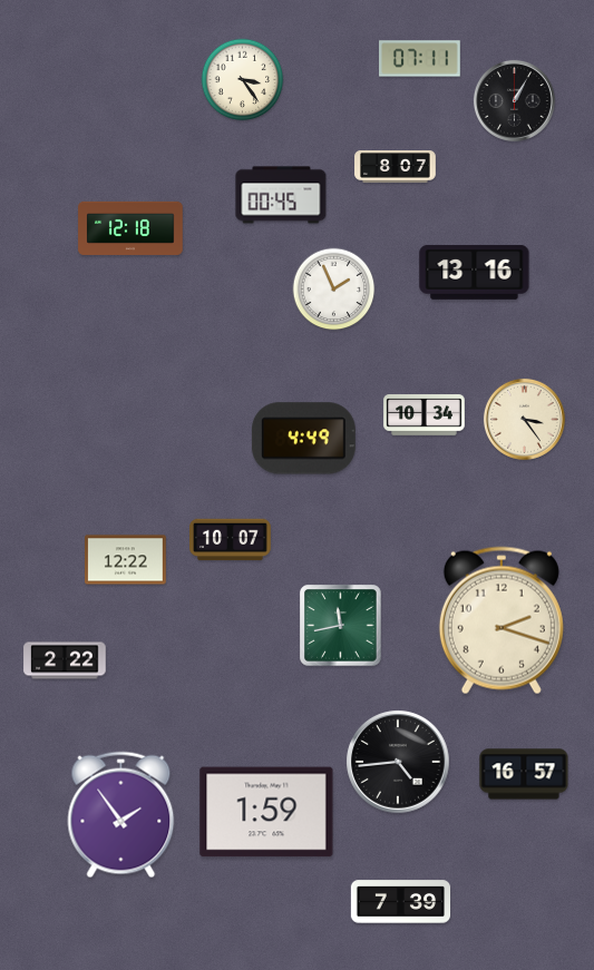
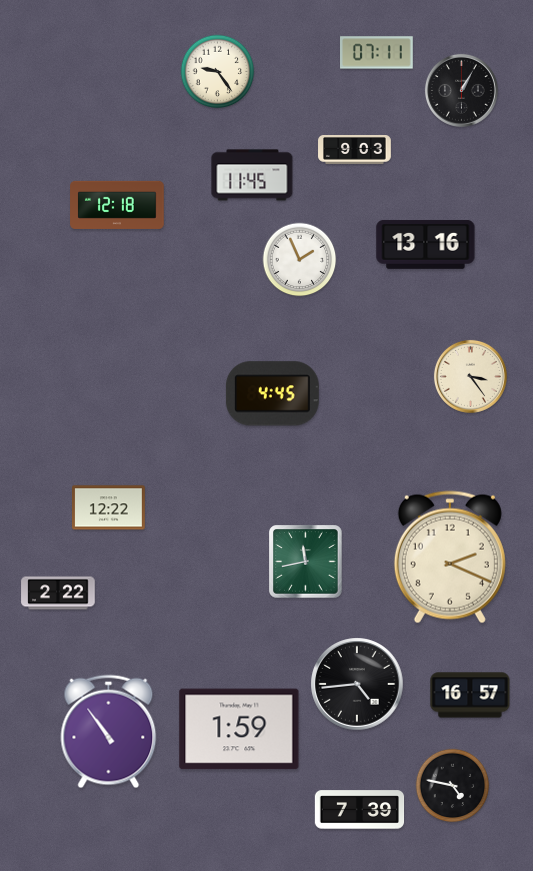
clock at (243, 80): 3:24 -> 9:24
clock at (396, 167): 8:07 -> 9:03
clock at (281, 195): 00:45 -> 11:45
clock at (425, 415): 10:34 -> none
clock at (303, 439): 4:49 -> 4:45
clock at (231, 540): 10:07 -> none
clock at (126, 560) position: (126, 560) -> (109, 508)
clock at (502, 620): 2:18 -> 2:19
clock at (121, 815): 1:54 -> 10:54
clock at (453, 786): none -> 4:47
